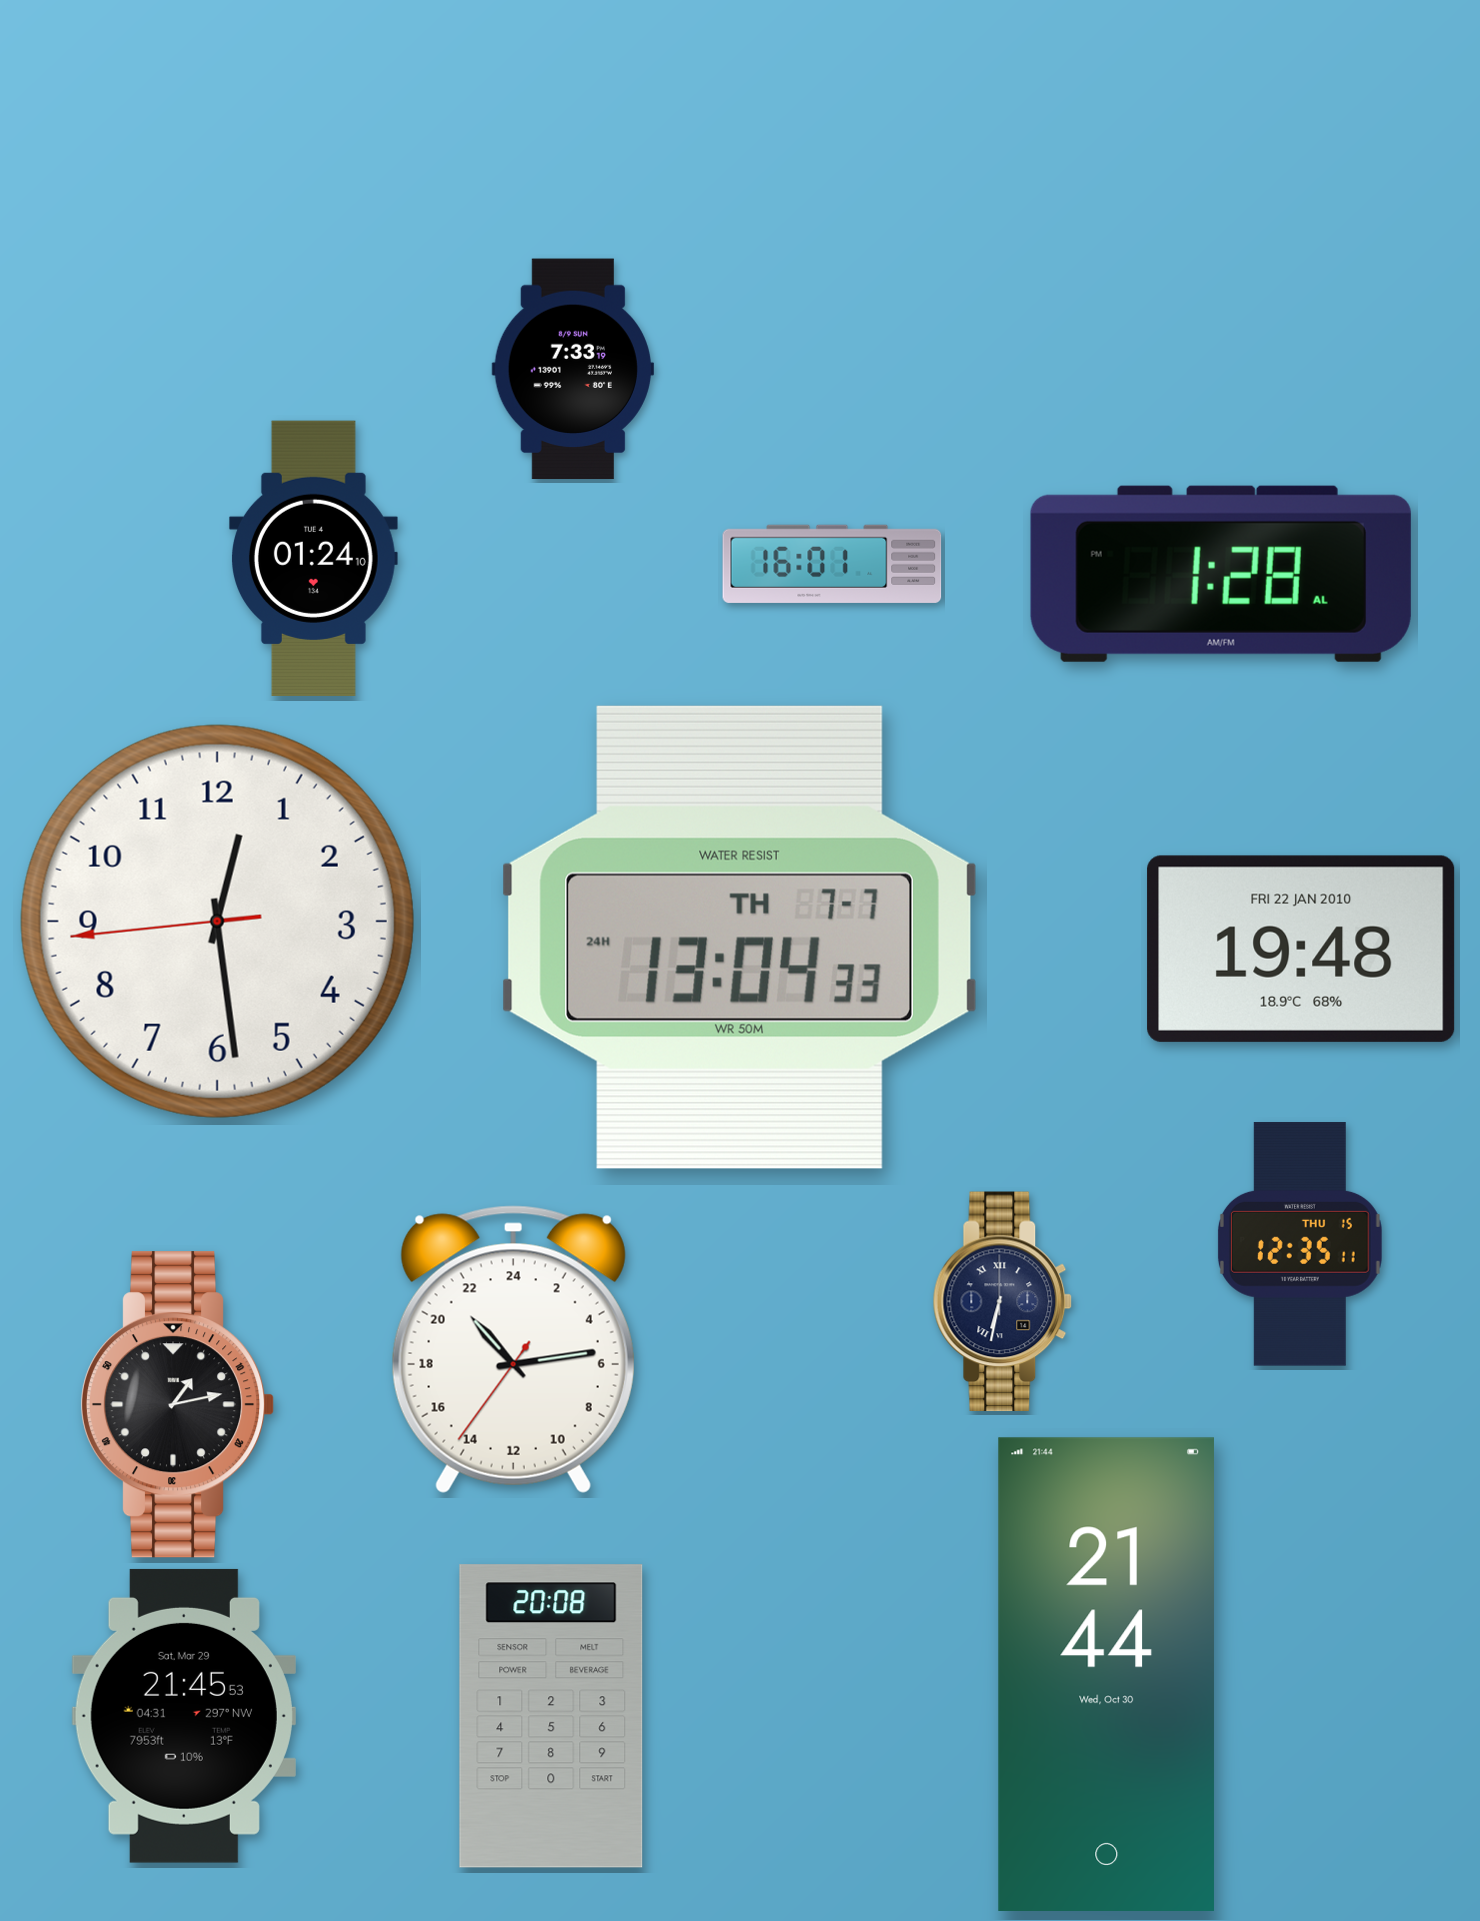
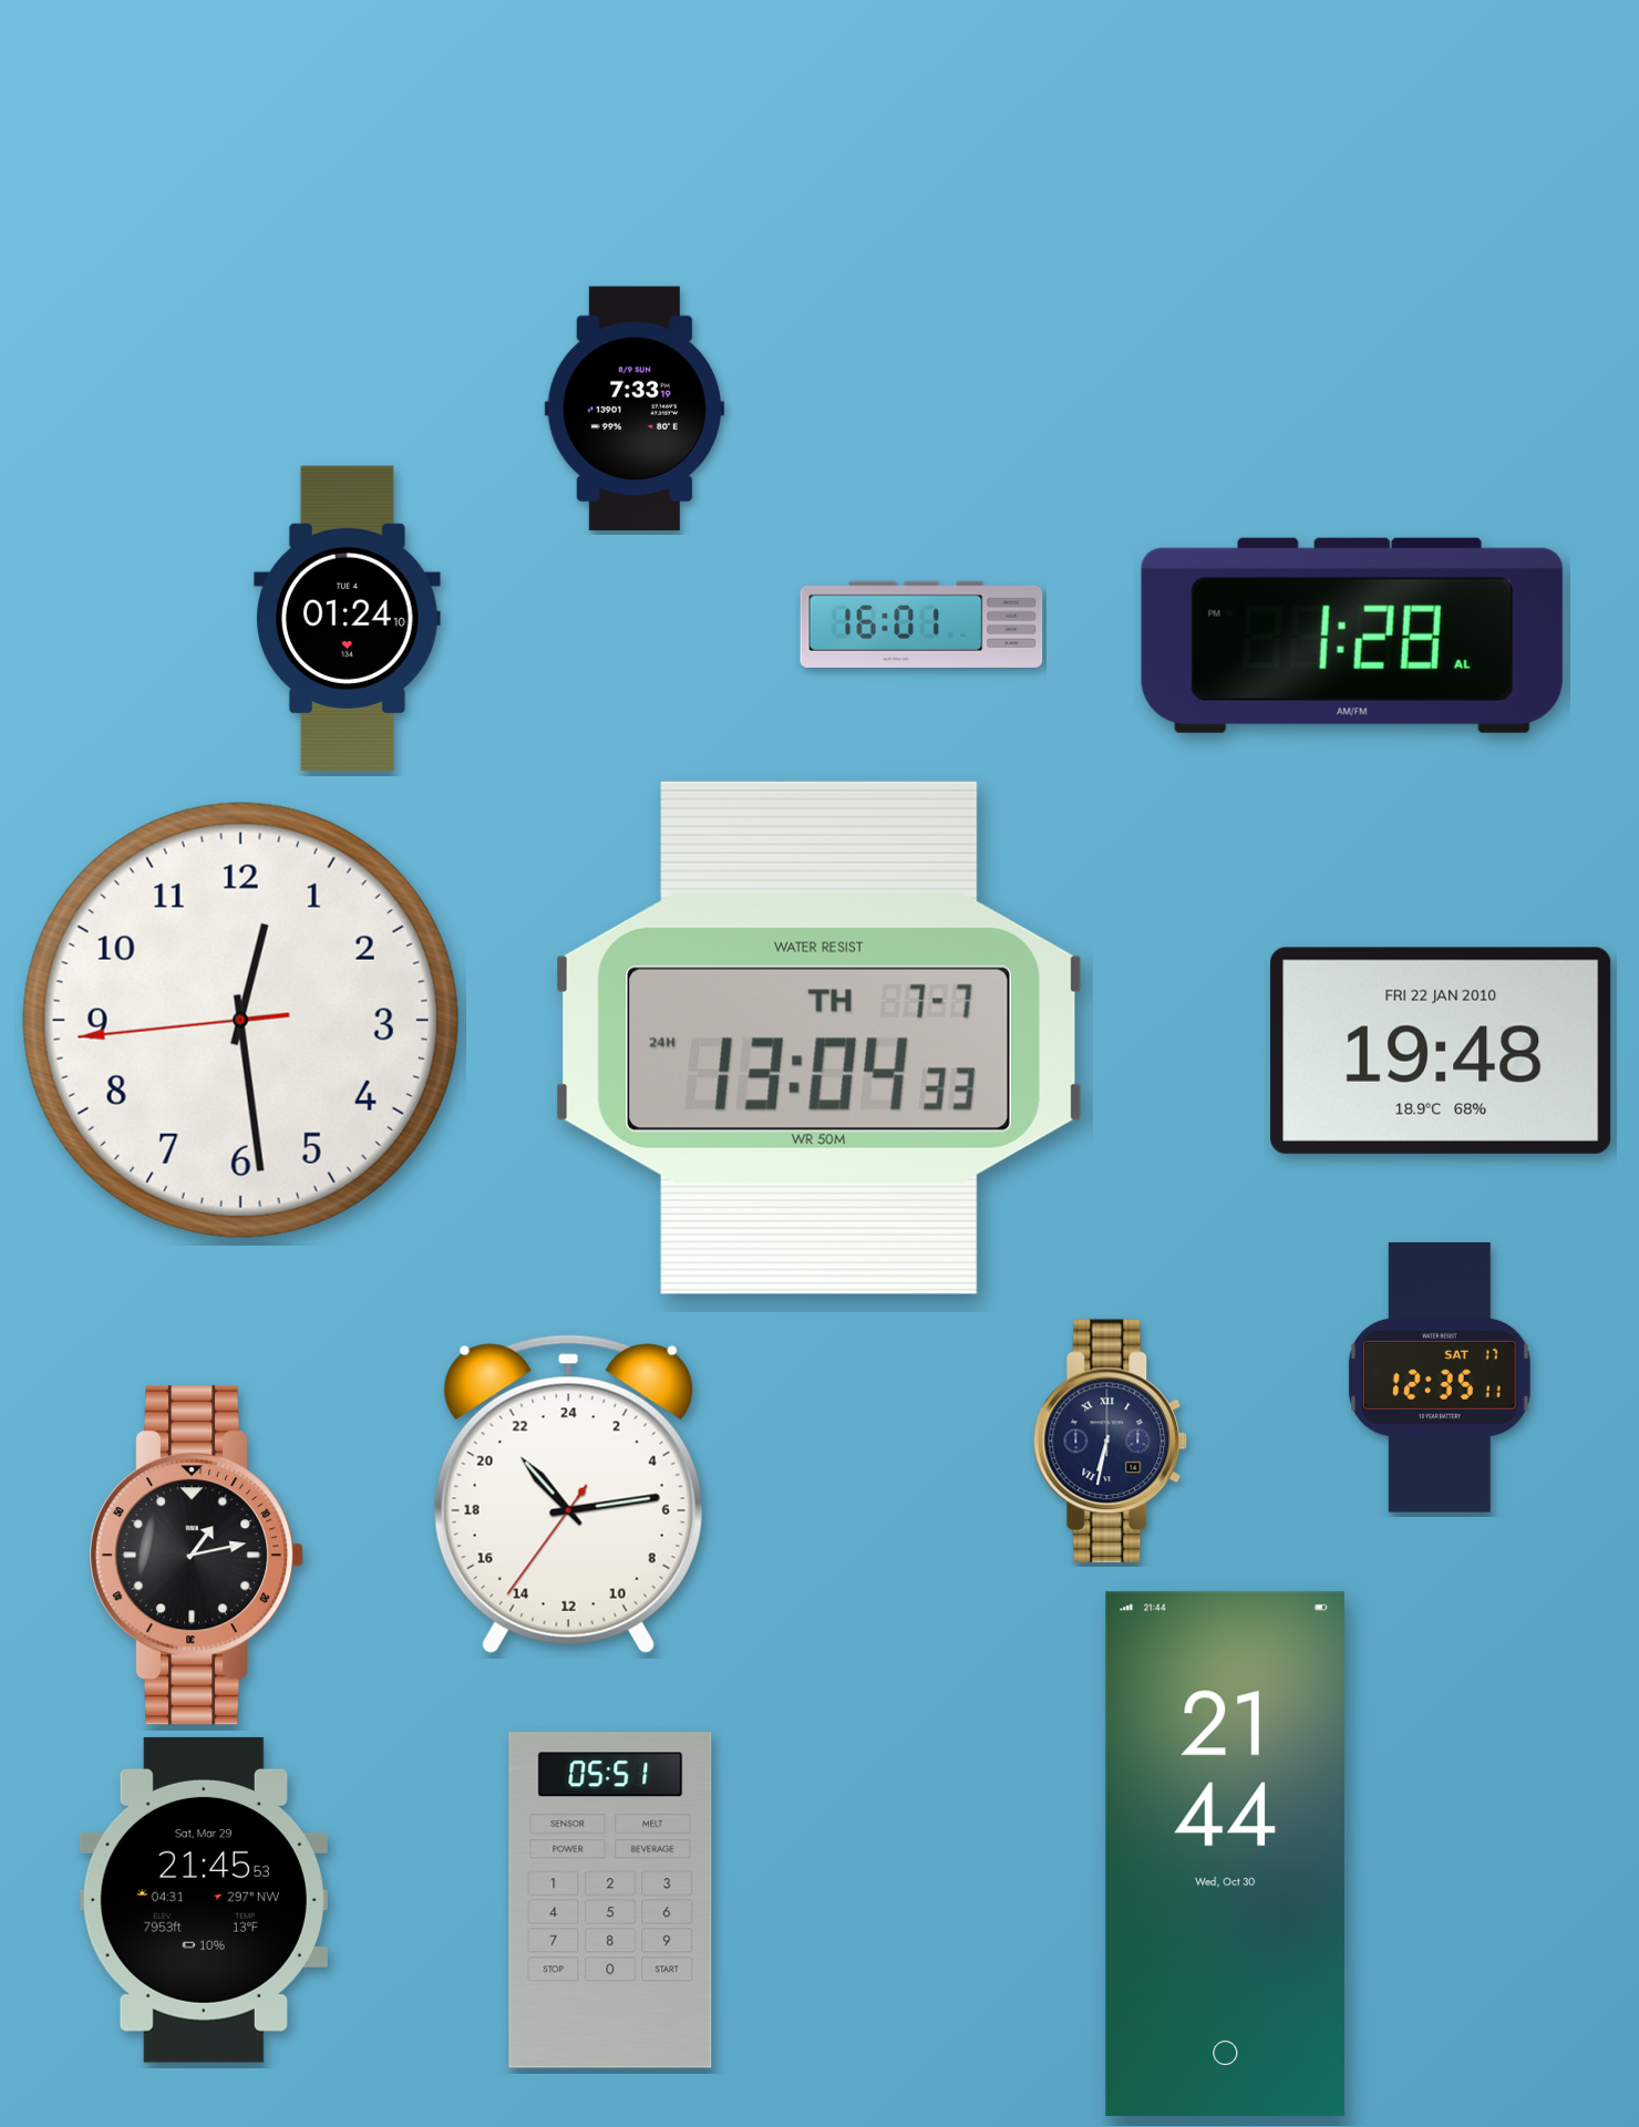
clock at (1300, 1244) date: THU 15 -> SAT 17
clock at (551, 1716): 20:08 -> 05:51
